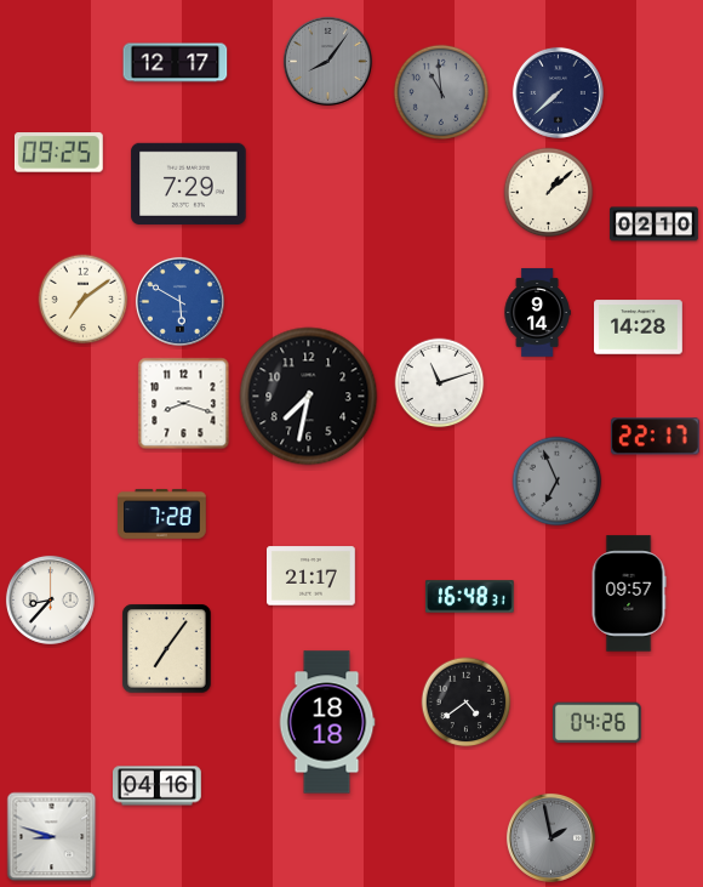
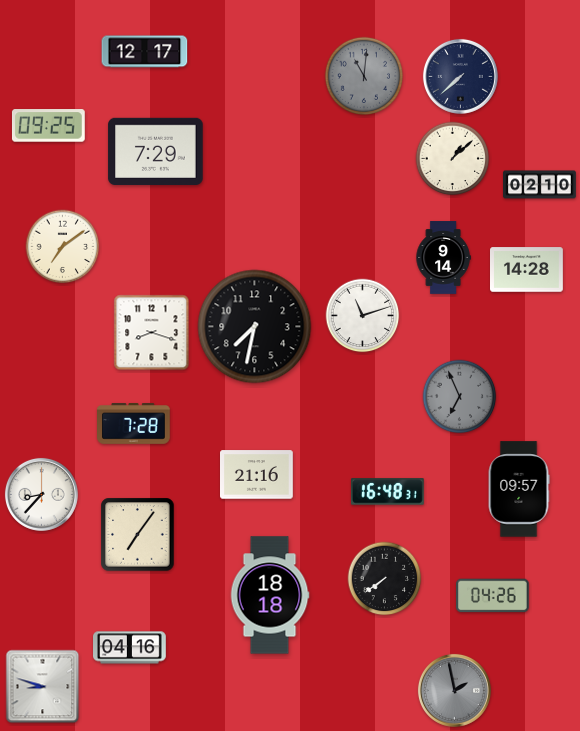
clock at (327, 61): 8:06 -> none
clock at (440, 91): 10:59 -> 11:01
clock at (84, 300) position: (84, 300) -> (63, 247)
clock at (179, 301): 5:50 -> none
clock at (655, 437): 22:17 -> none
clock at (312, 576): 21:17 -> 21:16
clock at (467, 703): 4:39 -> 7:39
clock at (52, 837) position: (52, 837) -> (43, 687)
